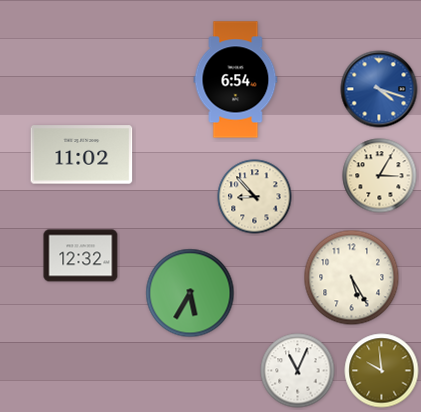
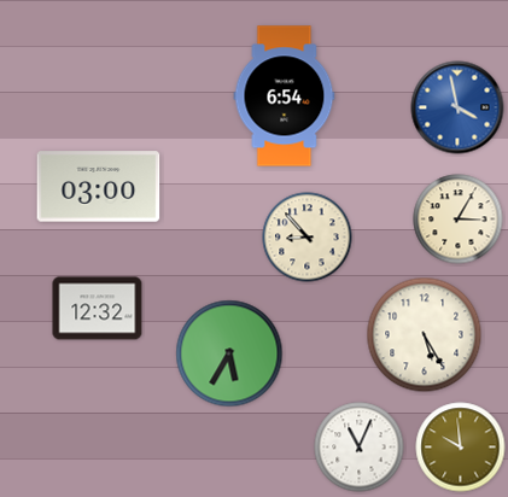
clock at (379, 89): 4:18 -> 3:58
clock at (82, 155): 11:02 -> 03:00
clock at (380, 176) position: (380, 176) -> (459, 220)
